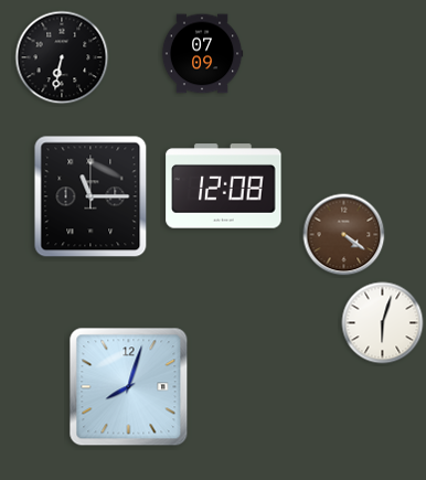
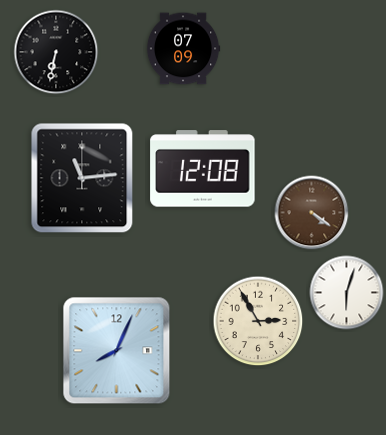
clock at (90, 196): 11:15 -> 11:14
clock at (258, 321): none -> 2:55
clock at (129, 387): 8:03 -> 8:04
